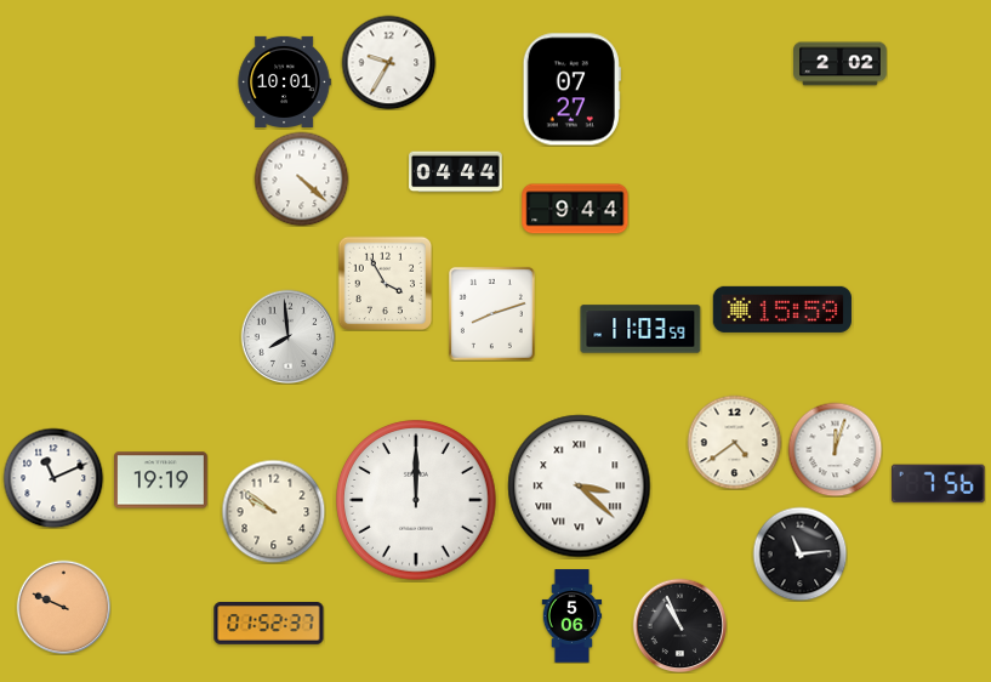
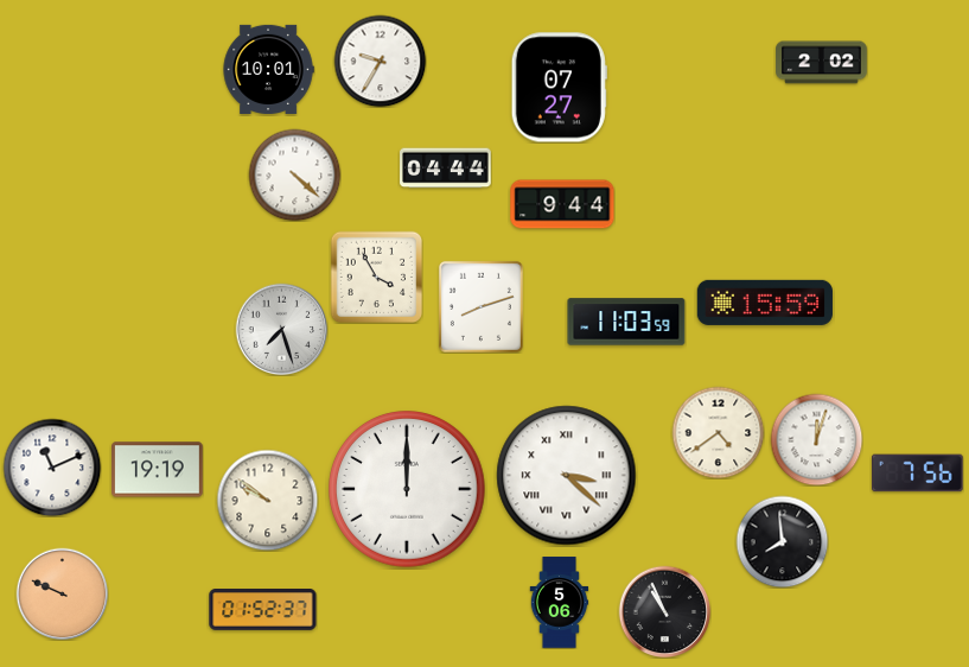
clock at (284, 81) position: (284, 81) -> (268, 69)
clock at (287, 336): 7:59 -> 7:27
clock at (799, 553): 11:14 -> 7:59
